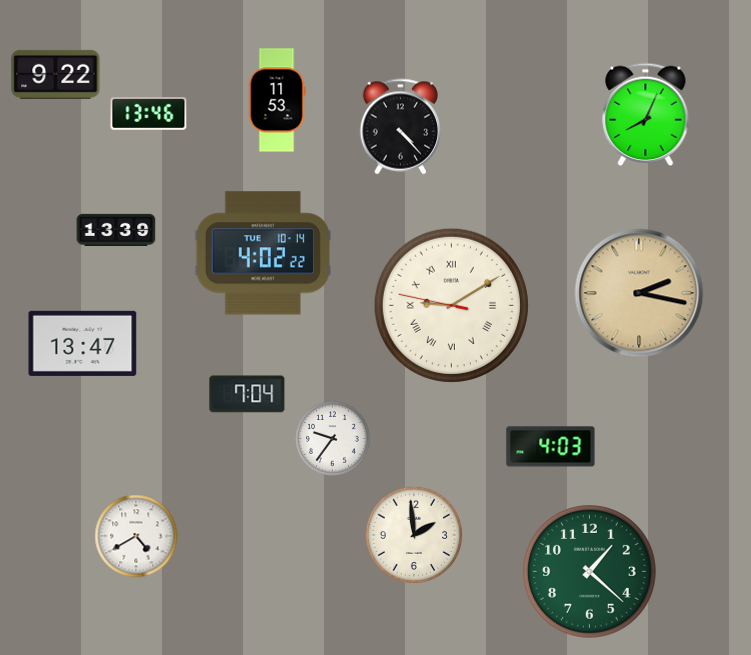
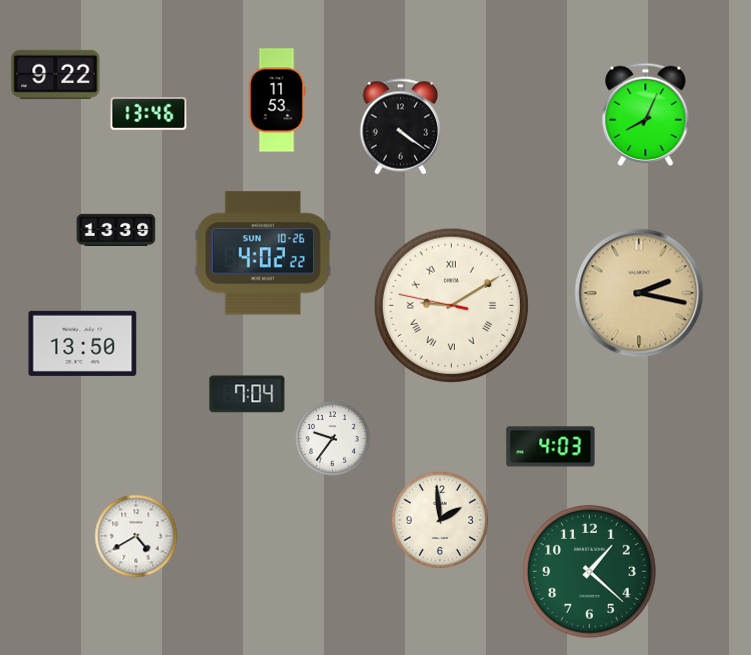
clock at (401, 127): 4:23 -> 4:21
clock at (263, 253) date: TUE 10-14 -> SUN 10-26
clock at (83, 343): 13:47 -> 13:50
clock at (414, 535) position: (414, 535) -> (440, 520)
